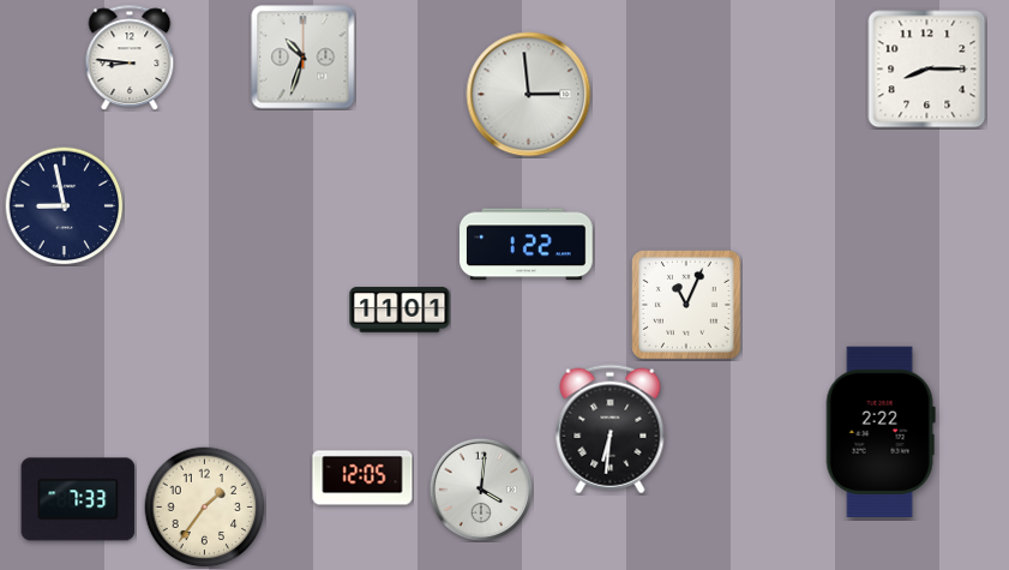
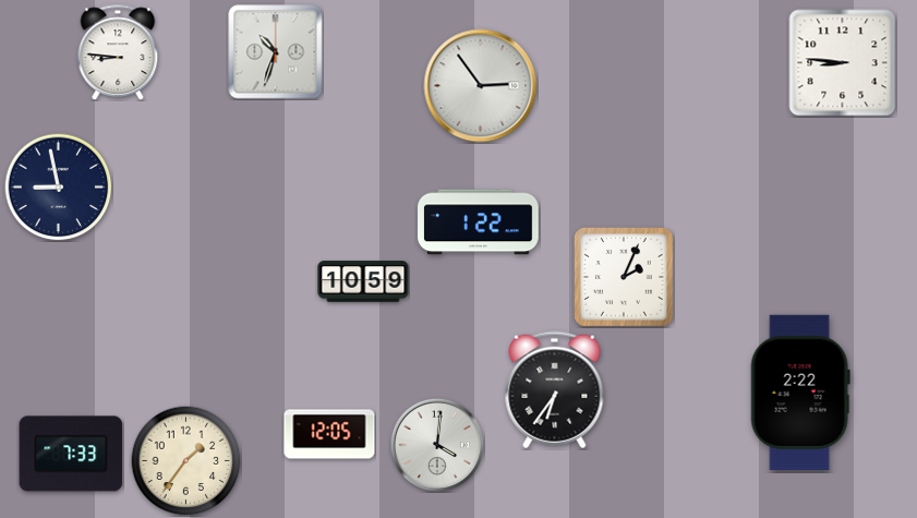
clock at (927, 70): 8:15 -> 8:46
clock at (529, 95): 2:59 -> 2:54
clock at (687, 306): 11:04 -> 2:04
clock at (400, 310): 11:01 -> 10:59
clock at (611, 430): 6:31 -> 6:36
